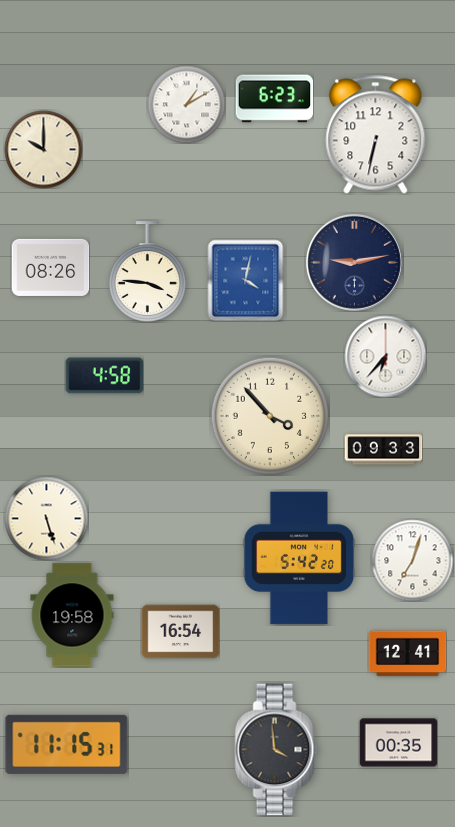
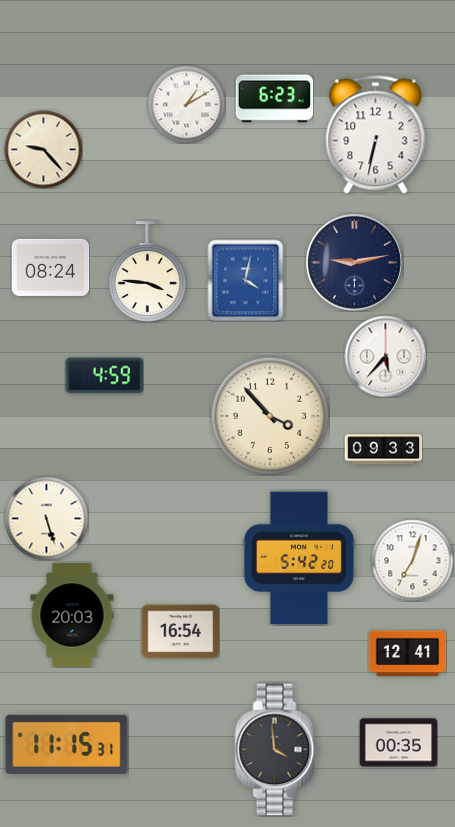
clock at (43, 149): 10:00 -> 9:23
clock at (50, 267): 08:26 -> 08:24
clock at (385, 356): 6:37 -> 5:37
clock at (104, 376): 4:58 -> 4:59
clock at (72, 615): 19:58 -> 20:03
